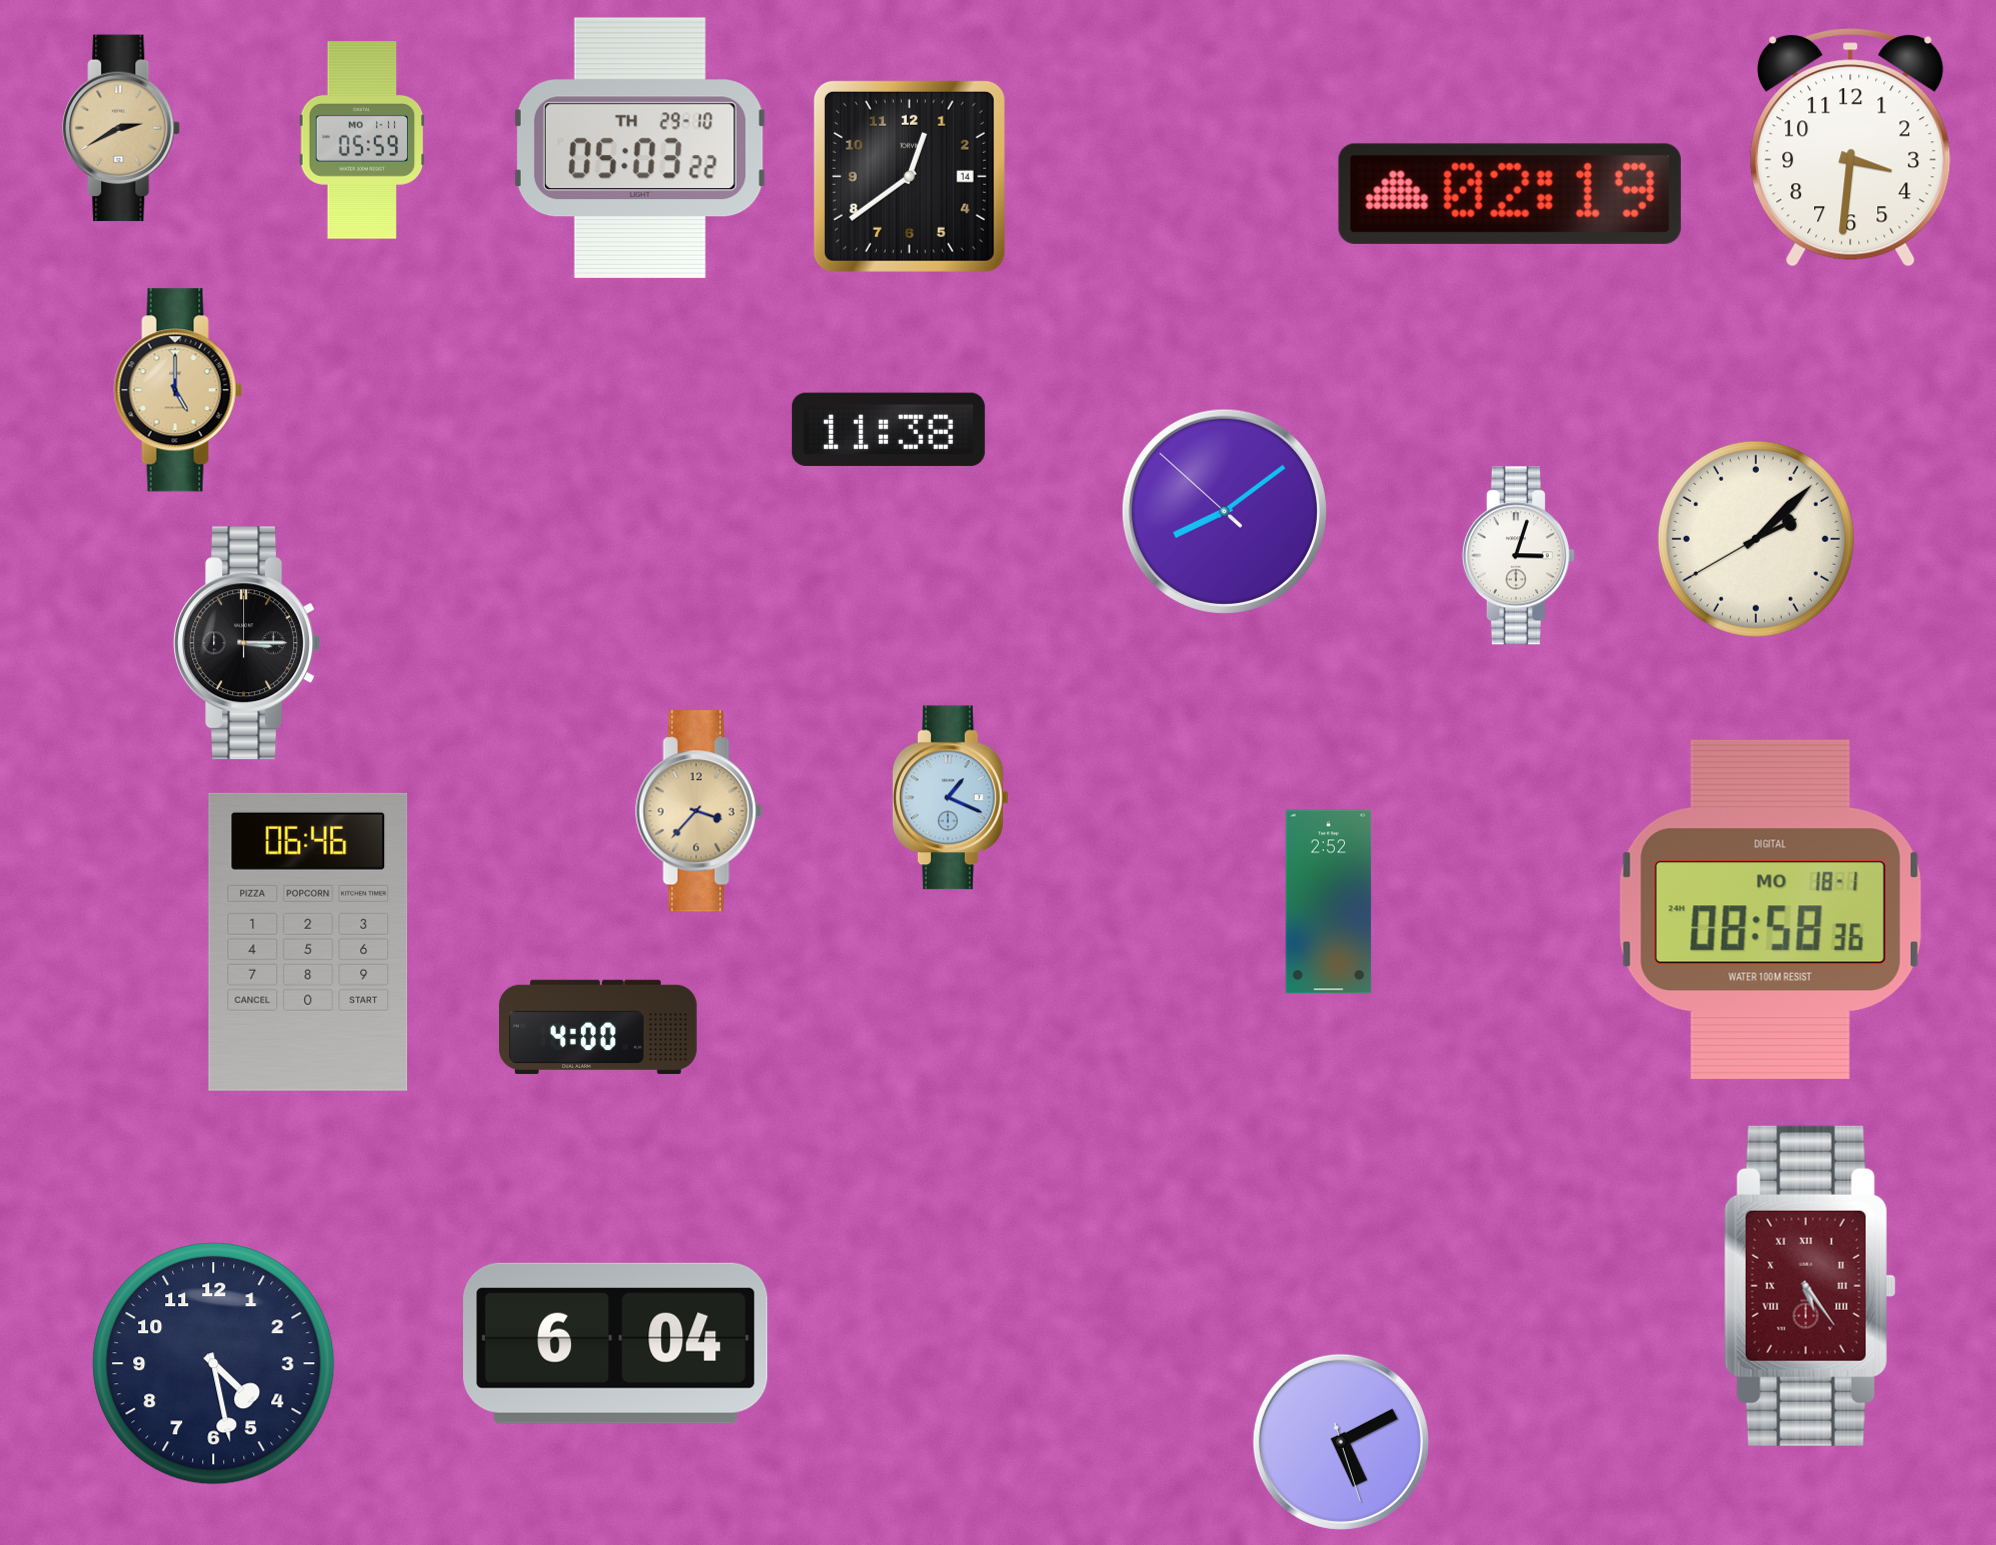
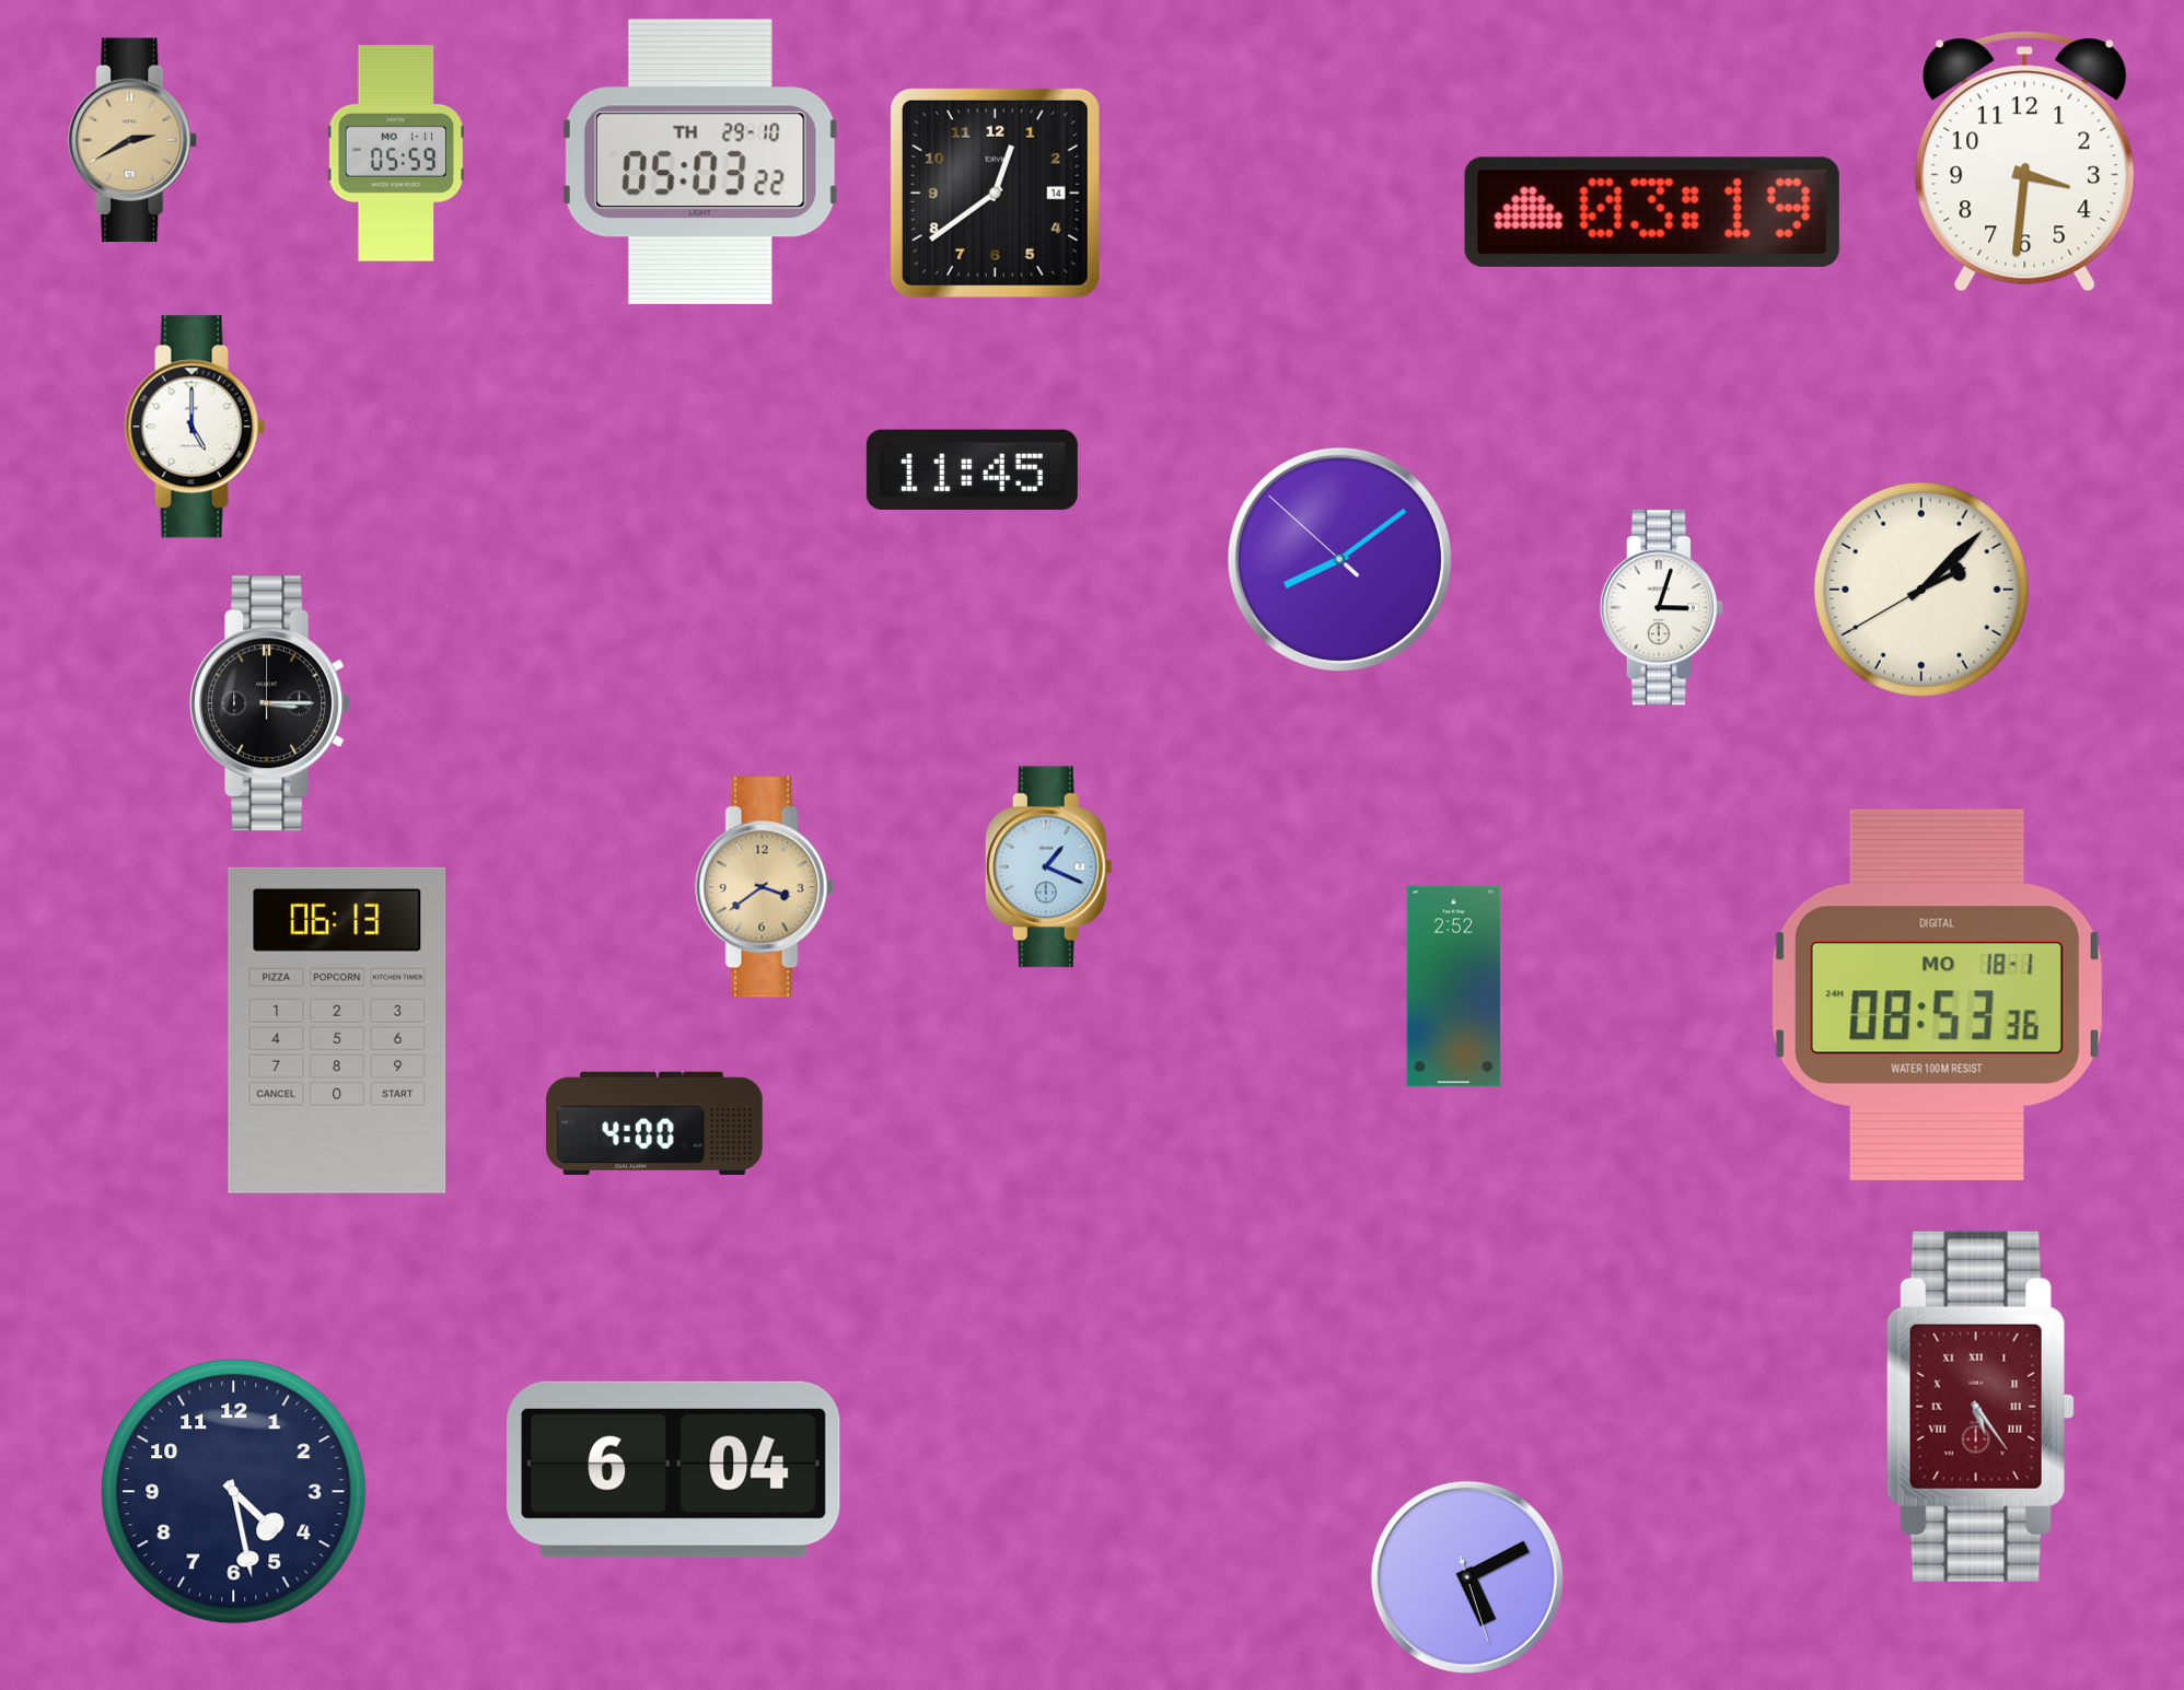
clock at (1510, 194): 02:19 -> 03:19
clock at (178, 390) dial: champagne -> white
clock at (888, 429): 11:38 -> 11:45
clock at (950, 798) position: (950, 798) -> (1048, 867)
clock at (699, 811): 3:37 -> 3:39
clock at (1770, 909): 08:58 -> 08:53
clock at (308, 942): 06:46 -> 06:13
